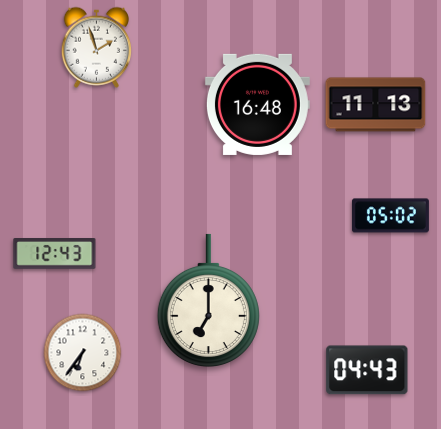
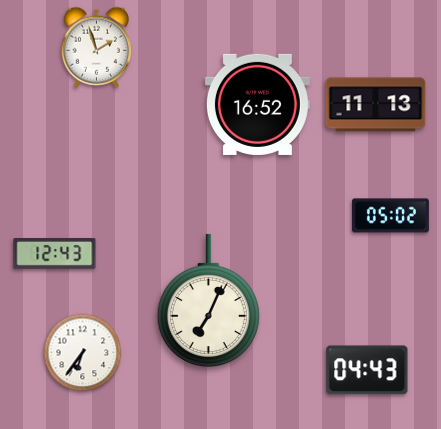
clock at (257, 104): 16:48 -> 16:52
clock at (208, 301): 7:00 -> 7:04
